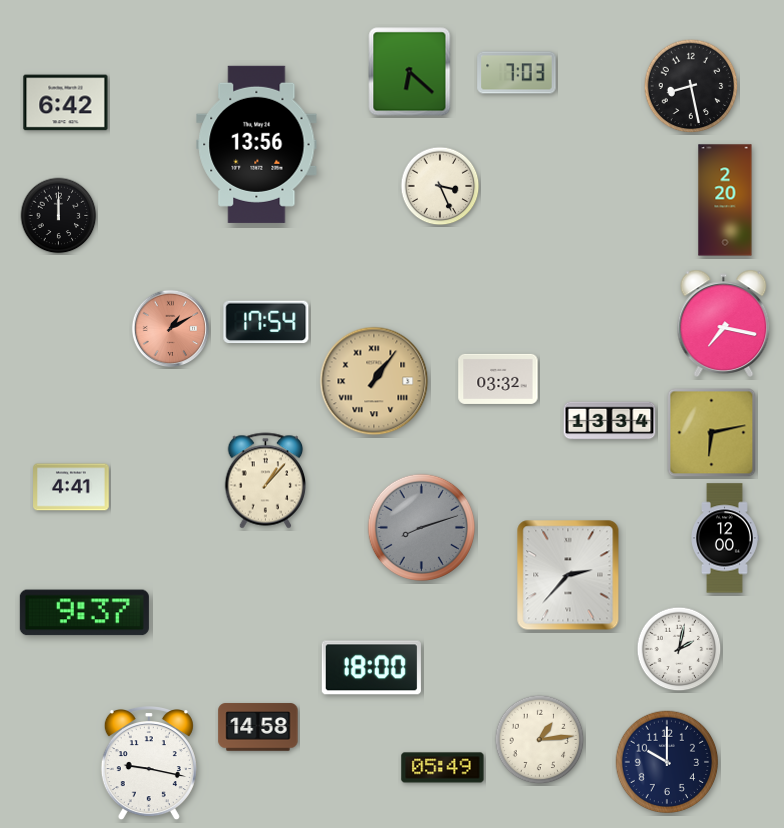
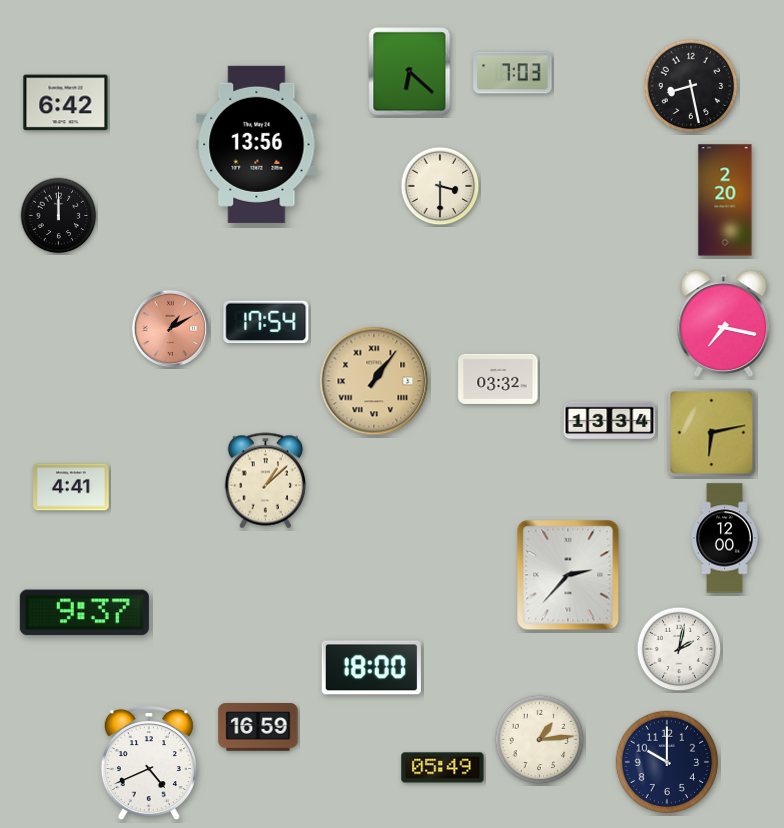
clock at (517, 73) position: (517, 73) -> (513, 73)
clock at (440, 186): 3:26 -> 3:30
clock at (266, 481): 1:07 -> 1:08
clock at (421, 527): 8:12 -> none
clock at (258, 727): 14:58 -> 16:59
clock at (149, 764): 9:17 -> 4:41
